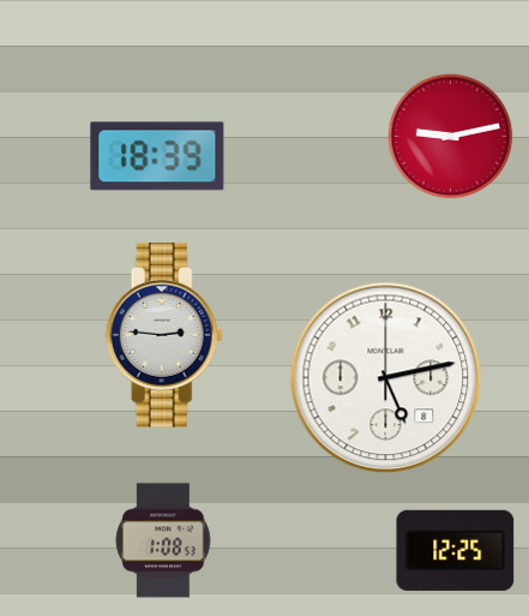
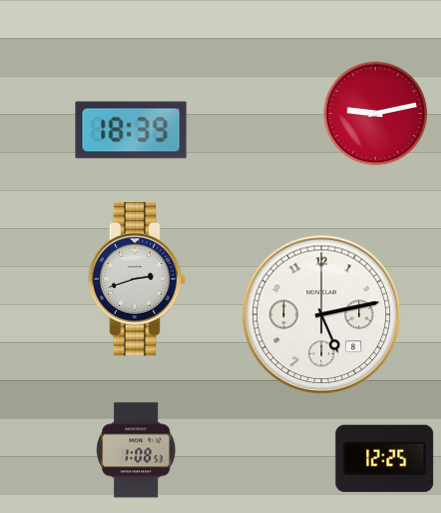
clock at (164, 336): 2:46 -> 2:42
clock at (456, 550) position: (456, 550) -> (385, 458)
